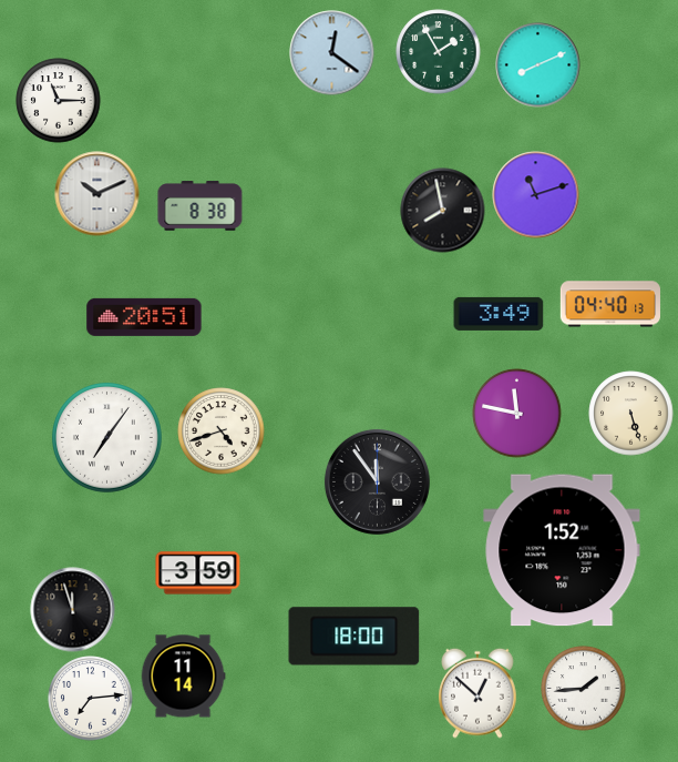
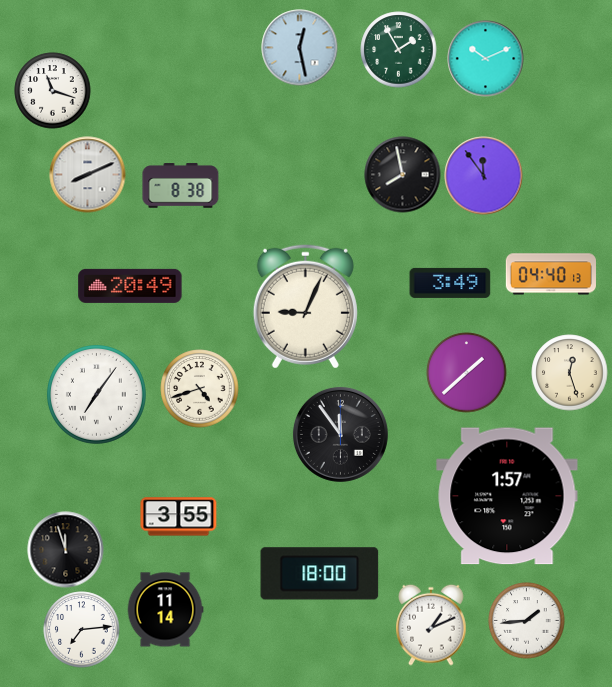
clock at (439, 52) position: (439, 52) -> (399, 50)
clock at (332, 53): 12:21 -> 12:28
clock at (538, 65): 8:11 -> 10:11
clock at (59, 101): 11:15 -> 11:18
clock at (97, 194): 10:11 -> 8:11
clock at (536, 195): 11:12 -> 11:54
clock at (443, 211) position: (443, 211) -> (403, 175)
clock at (144, 317): 20:51 -> 20:49
clock at (305, 306): none -> 9:04
clock at (517, 414): 11:47 -> 1:38
clock at (631, 414): 5:27 -> 12:27
clock at (562, 550): 1:52 -> 1:57
clock at (198, 573): 3:59 -> 3:55
clock at (477, 693): 12:52 -> 1:11
